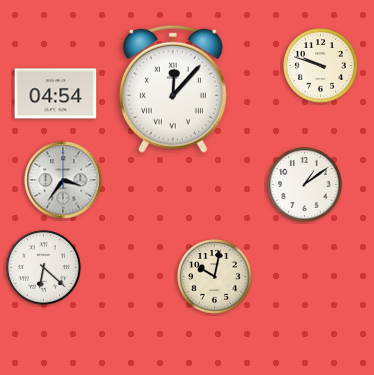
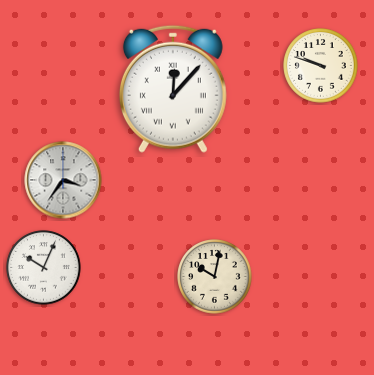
clock at (56, 94): 04:54 -> none
clock at (305, 185): 1:09 -> none
clock at (44, 268): 6:22 -> 10:04
